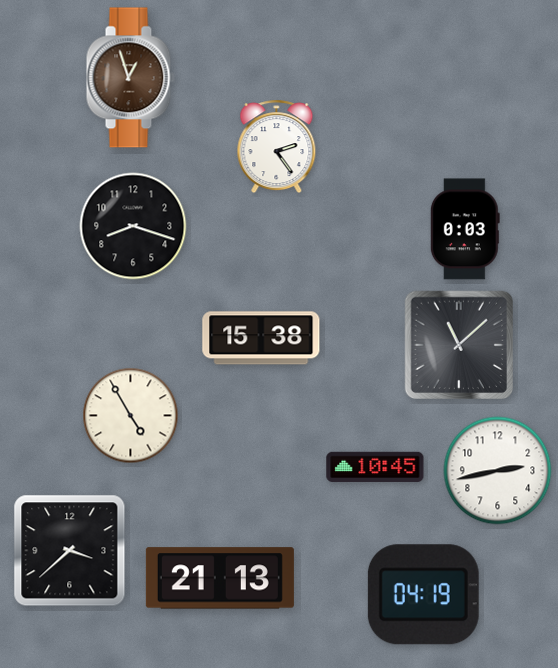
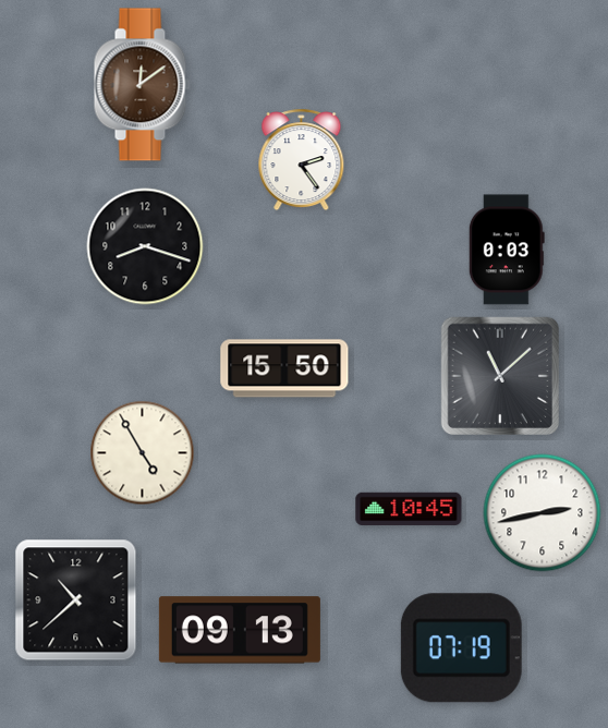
clock at (130, 78): 12:57 -> 12:09
clock at (261, 338): 15:38 -> 15:50
clock at (70, 551): 3:38 -> 10:38
clock at (220, 578): 21:13 -> 09:13
clock at (423, 595): 04:19 -> 07:19
